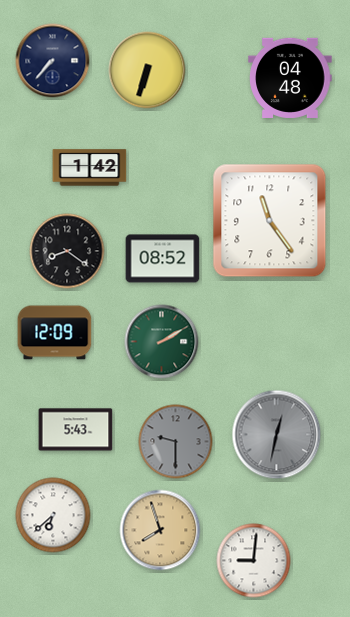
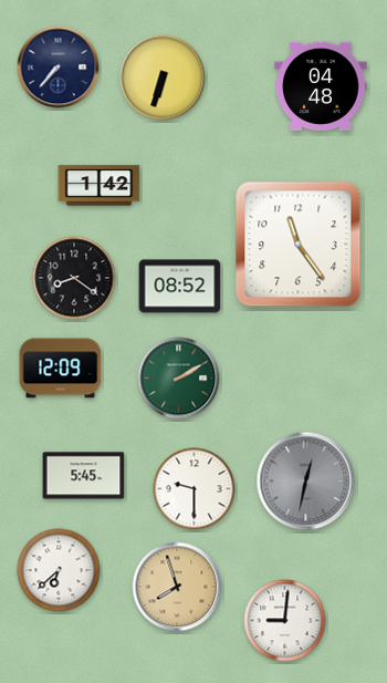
clock at (76, 430): 5:43 -> 5:45
clock at (176, 442) dial: grey -> white
clock at (254, 561) position: (254, 561) -> (285, 621)
